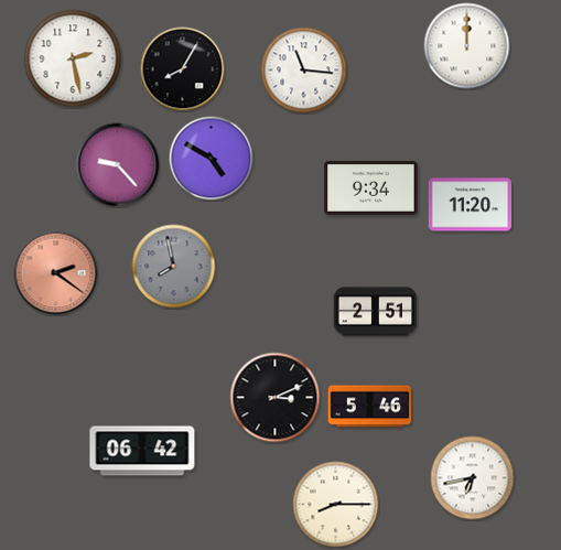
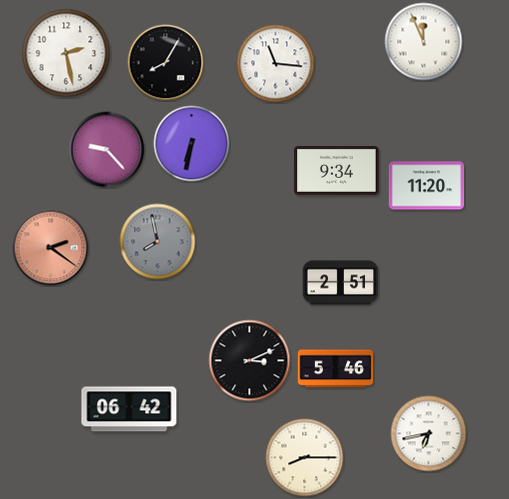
clock at (467, 46): 12:00 -> 11:56
clock at (212, 159): 4:50 -> 6:32
